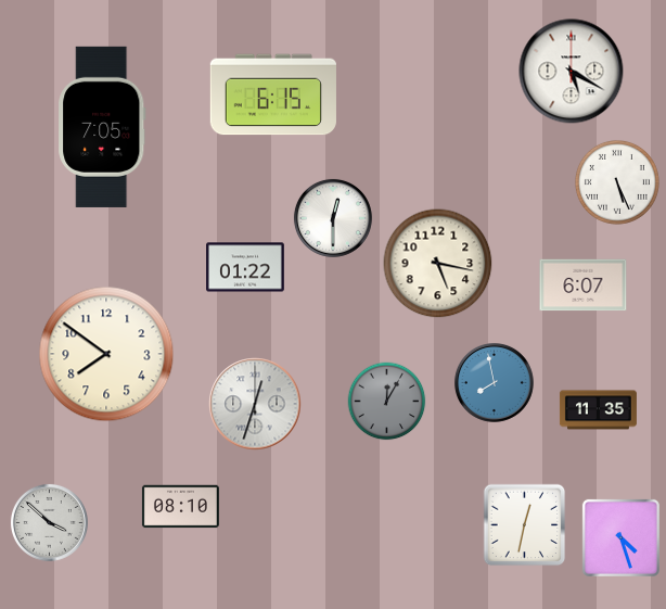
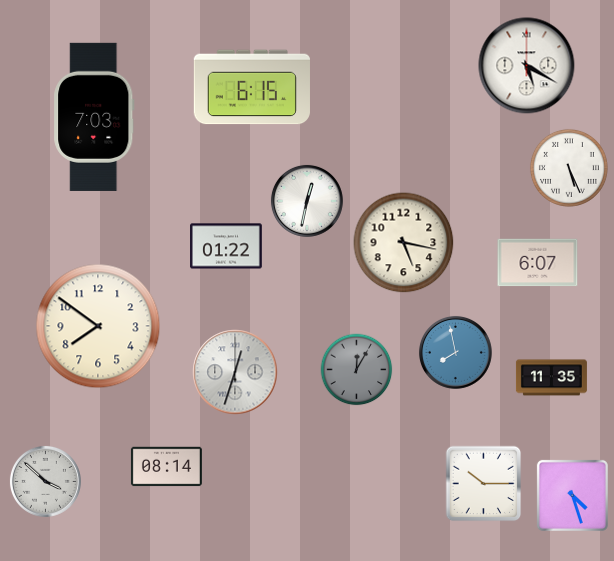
clock at (102, 127): 7:05 -> 7:03
clock at (333, 218): 12:30 -> 12:32
clock at (180, 507): 08:10 -> 08:14
clock at (525, 525): 12:32 -> 10:15
